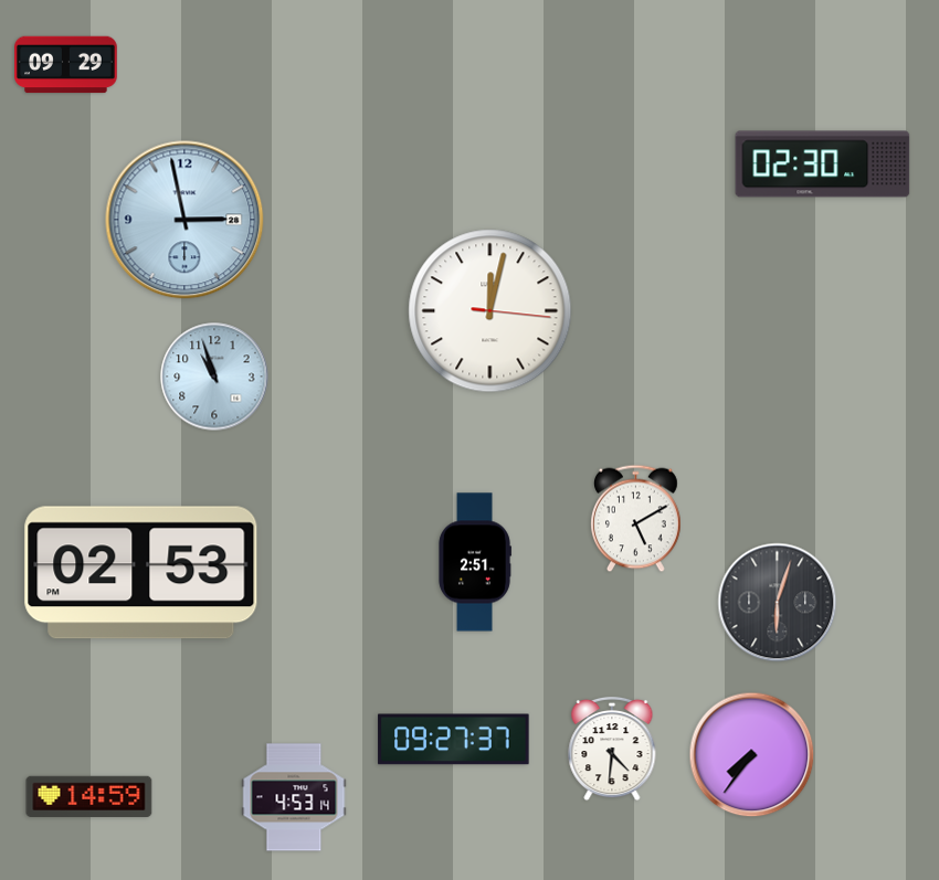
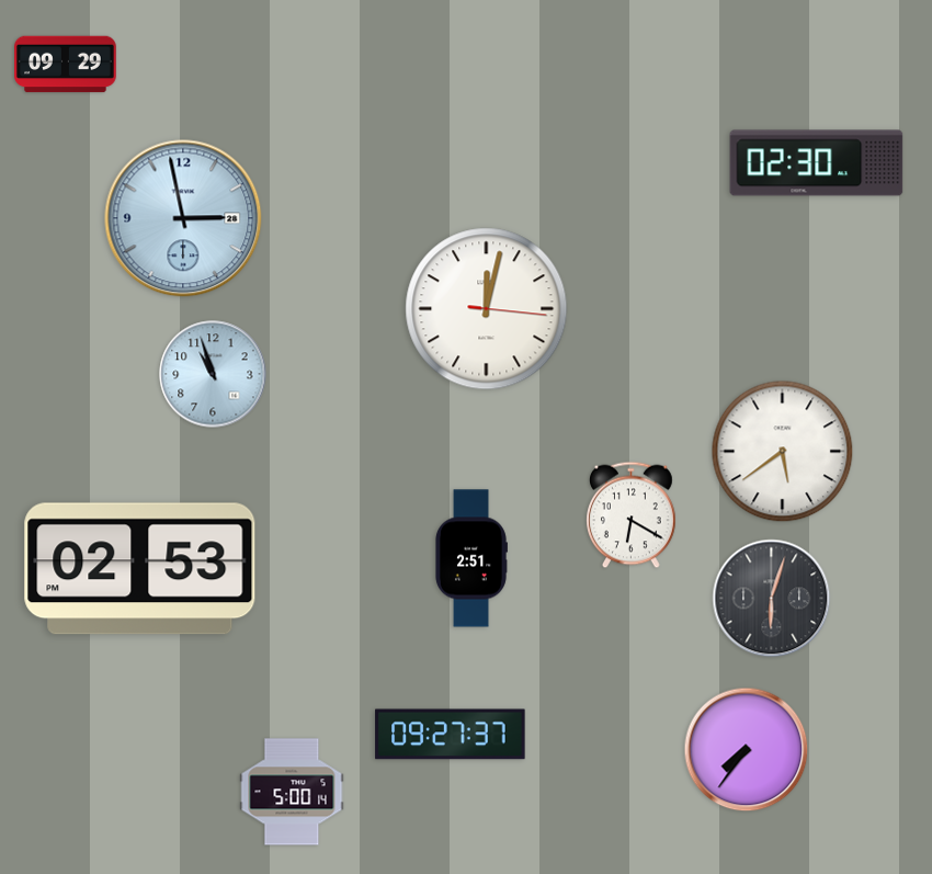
clock at (783, 452): none -> 5:39
clock at (636, 519): 5:10 -> 6:20
clock at (612, 749): 4:31 -> none
clock at (89, 796): 14:59 -> none
clock at (294, 797): 4:53 -> 5:00
